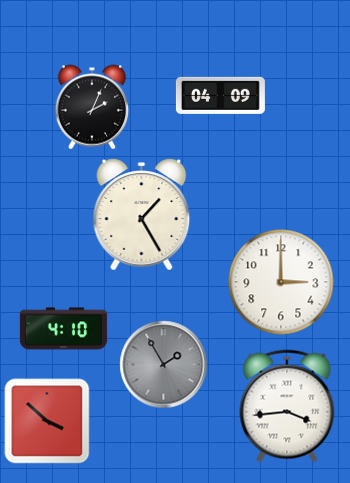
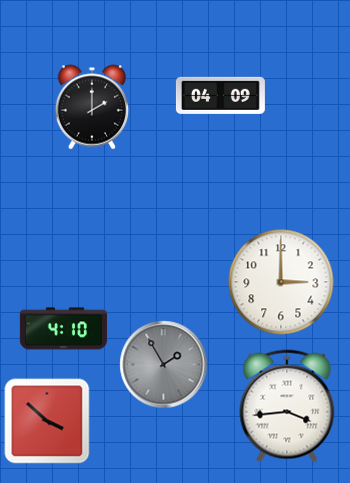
clock at (92, 107): 2:04 -> 2:00
clock at (142, 215): 1:25 -> none
